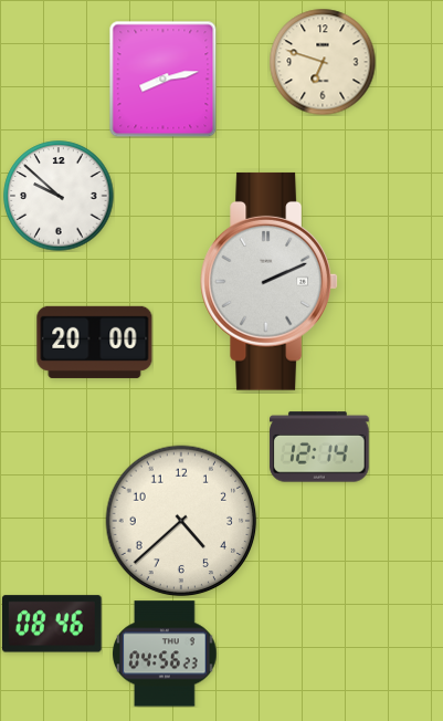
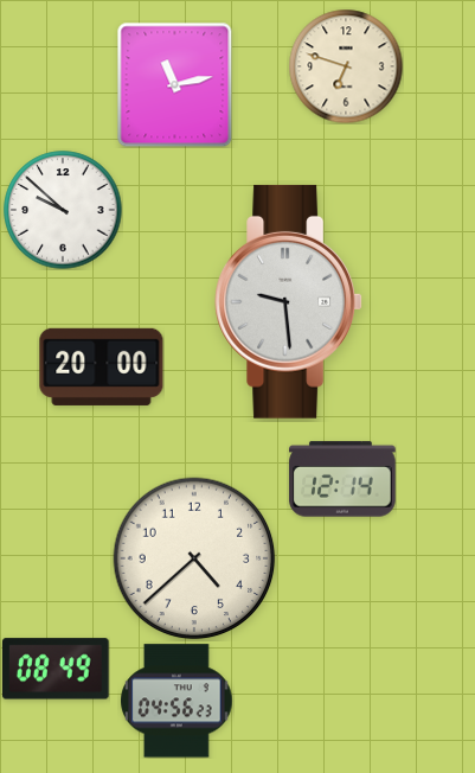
clock at (164, 79): 8:13 -> 11:13
clock at (270, 281): 2:11 -> 9:29
clock at (53, 624): 08:46 -> 08:49
